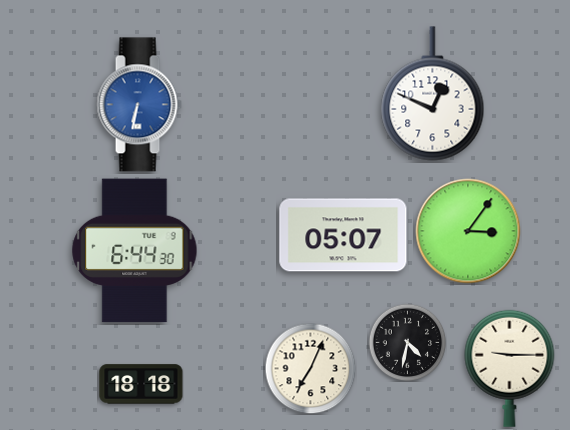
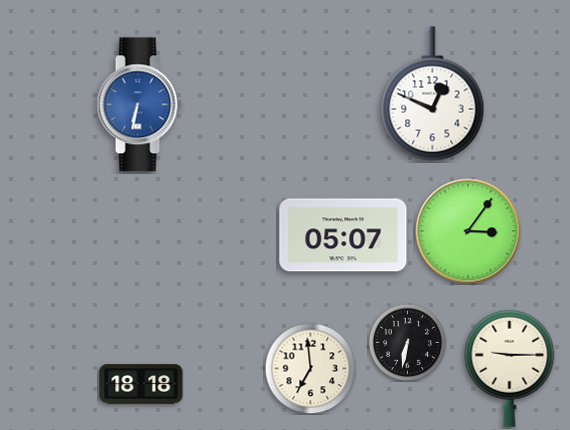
clock at (135, 251): 6:44 -> none
clock at (407, 342): 4:32 -> 6:32
clock at (310, 368): 7:04 -> 6:59
